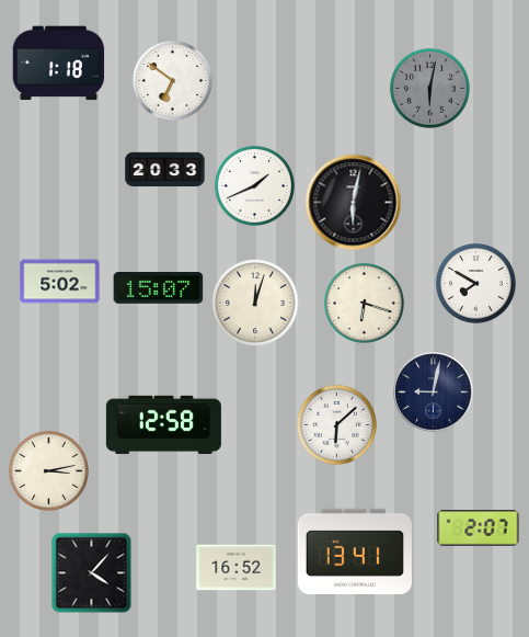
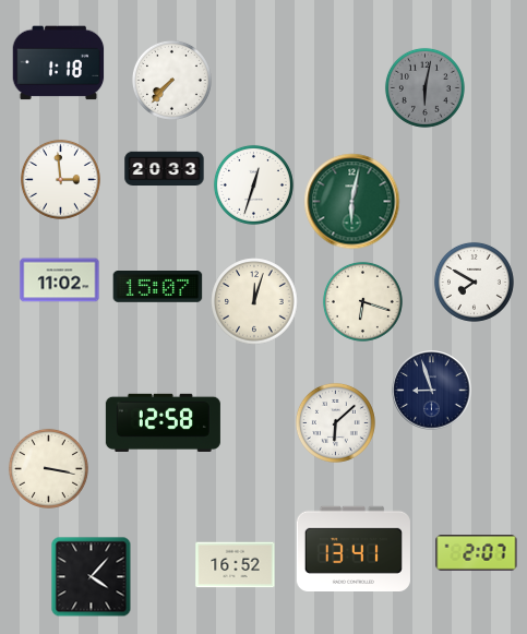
clock at (172, 80): 6:51 -> 7:37
clock at (429, 88) position: (429, 88) -> (424, 87)
clock at (60, 179): none -> 2:59
clock at (254, 185): 1:41 -> 12:33
clock at (354, 203) dial: black -> green
clock at (60, 282): 5:02 -> 11:02
clock at (434, 393): 9:02 -> 8:57
clock at (48, 470): 3:13 -> 3:17
clock at (479, 528) position: (479, 528) -> (477, 553)
clock at (92, 573) position: (92, 573) -> (92, 577)
